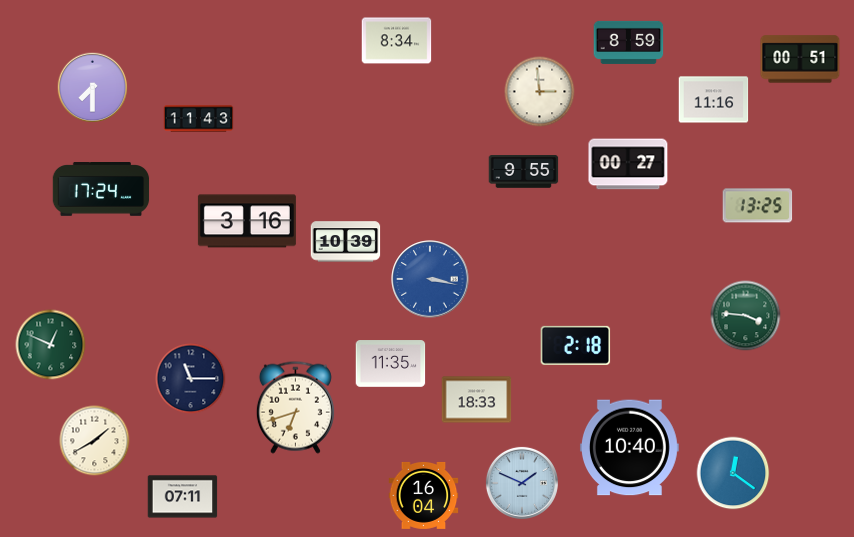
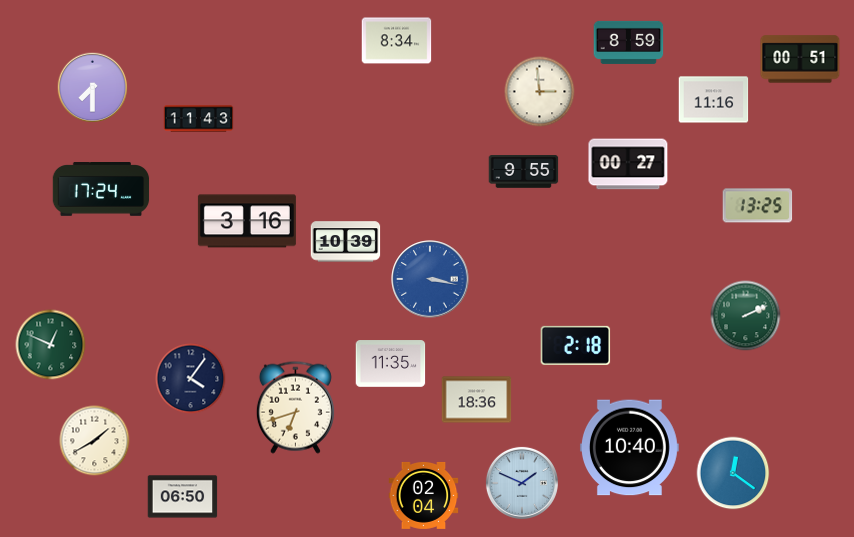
clock at (746, 316): 3:46 -> 2:11
clock at (191, 379): 11:15 -> 4:06
clock at (477, 400): 18:33 -> 18:36
clock at (424, 495): 16:04 -> 02:04
clock at (183, 497): 07:11 -> 06:50
